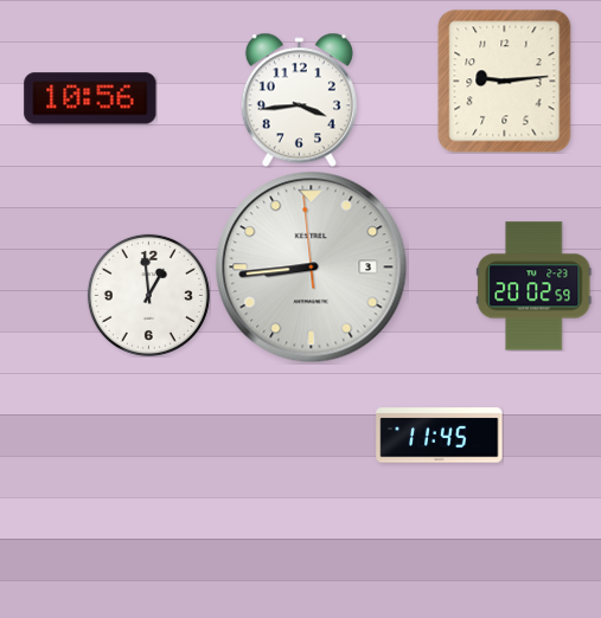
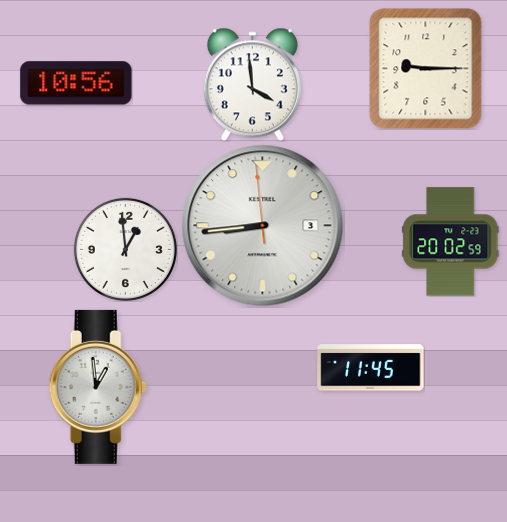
clock at (505, 82): 9:14 -> 9:15
clock at (299, 99): 3:44 -> 3:59
clock at (98, 387): none -> 12:59
